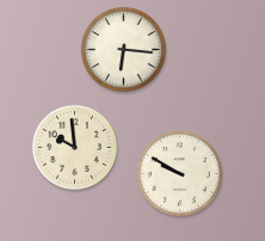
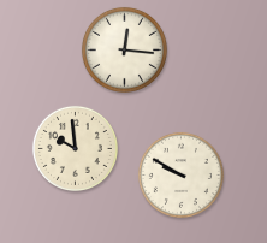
clock at (123, 49): 6:16 -> 12:16
